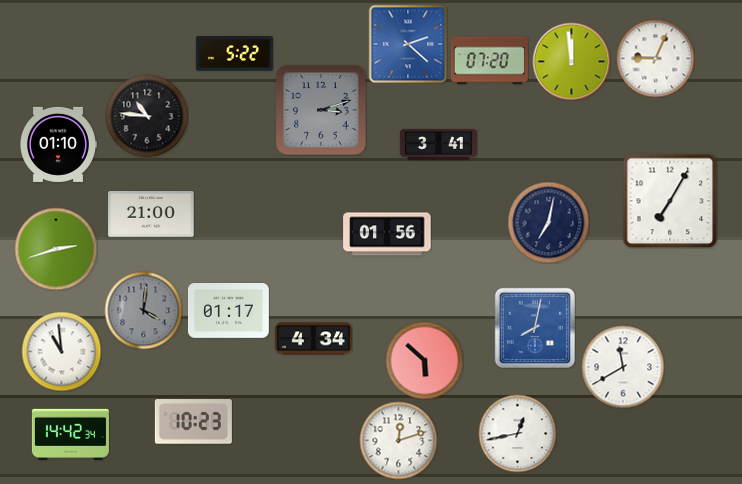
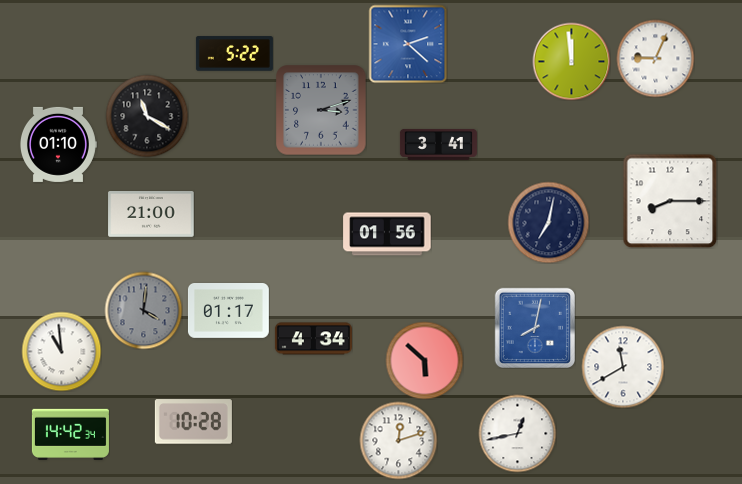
clock at (489, 61): 07:20 -> none
clock at (147, 116): 10:46 -> 11:20
clock at (670, 201): 7:05 -> 8:15
clock at (56, 249): 2:42 -> none
clock at (193, 422): 10:23 -> 10:28
